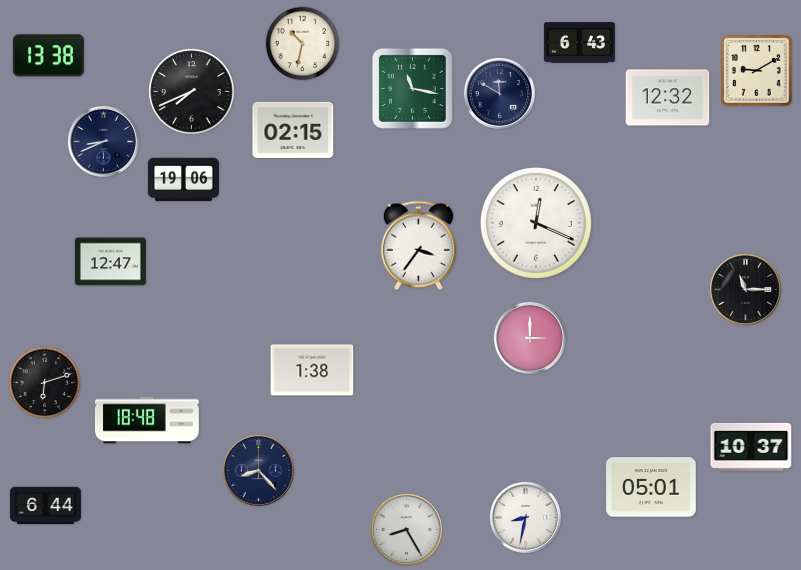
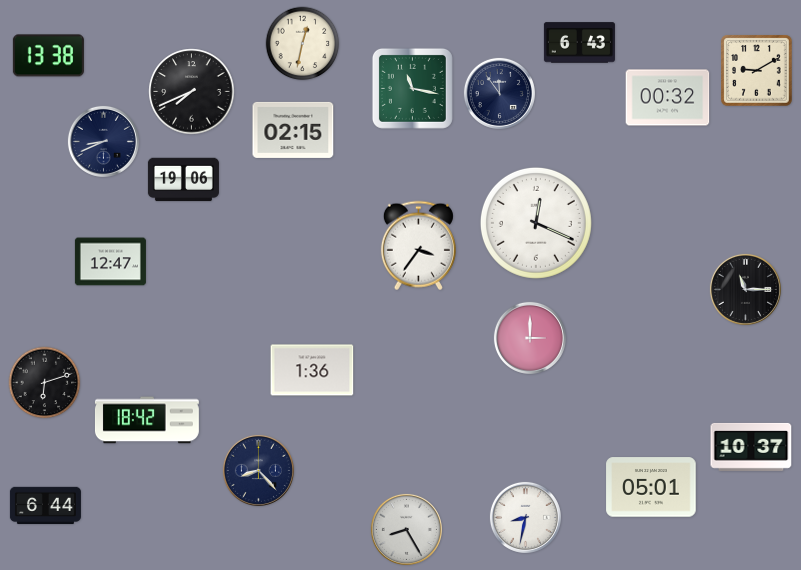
clock at (303, 44): 10:32 -> 12:32
clock at (499, 93): 11:50 -> 11:54
clock at (668, 98): 12:32 -> 00:32
clock at (312, 370): 1:38 -> 1:36
clock at (147, 420): 18:48 -> 18:42
